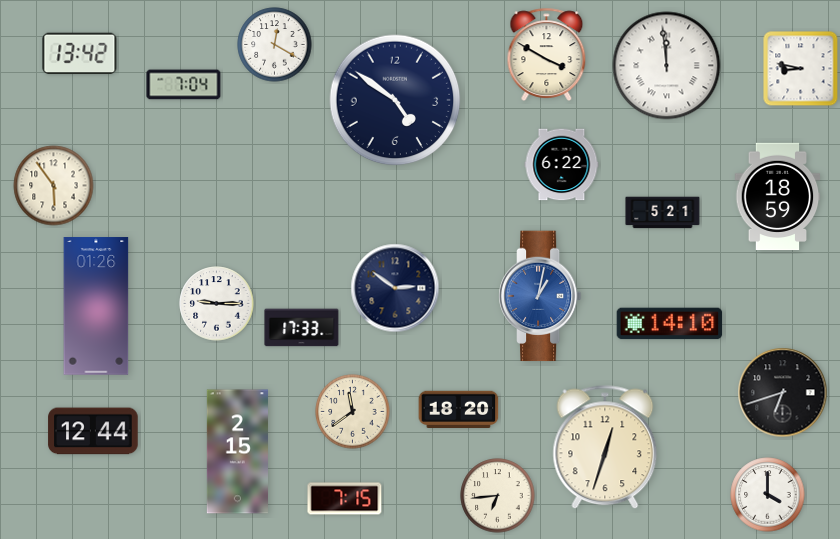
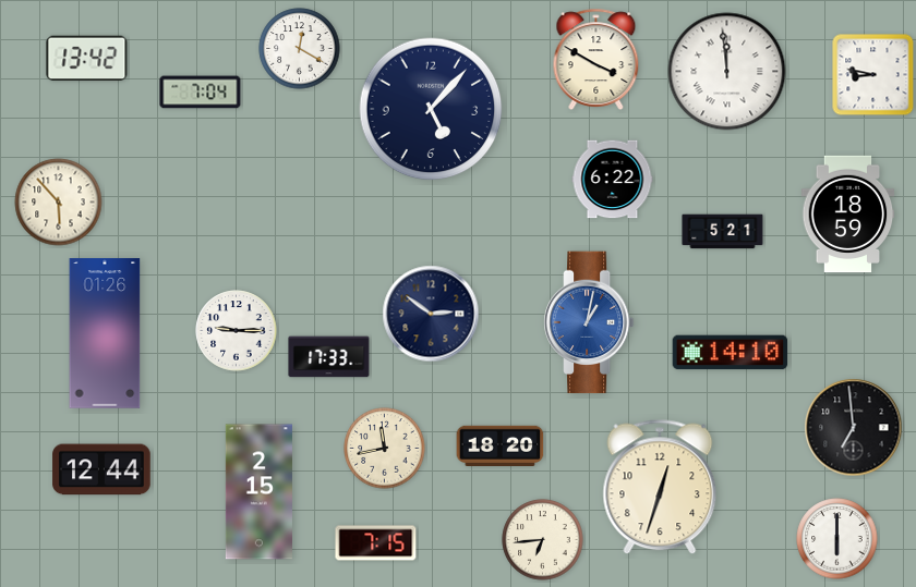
clock at (395, 100): 4:51 -> 5:07
clock at (54, 186): 5:54 -> 5:53
clock at (783, 393): 6:42 -> 6:59
clock at (353, 412): 11:39 -> 11:43
clock at (768, 495): 4:00 -> 6:00
